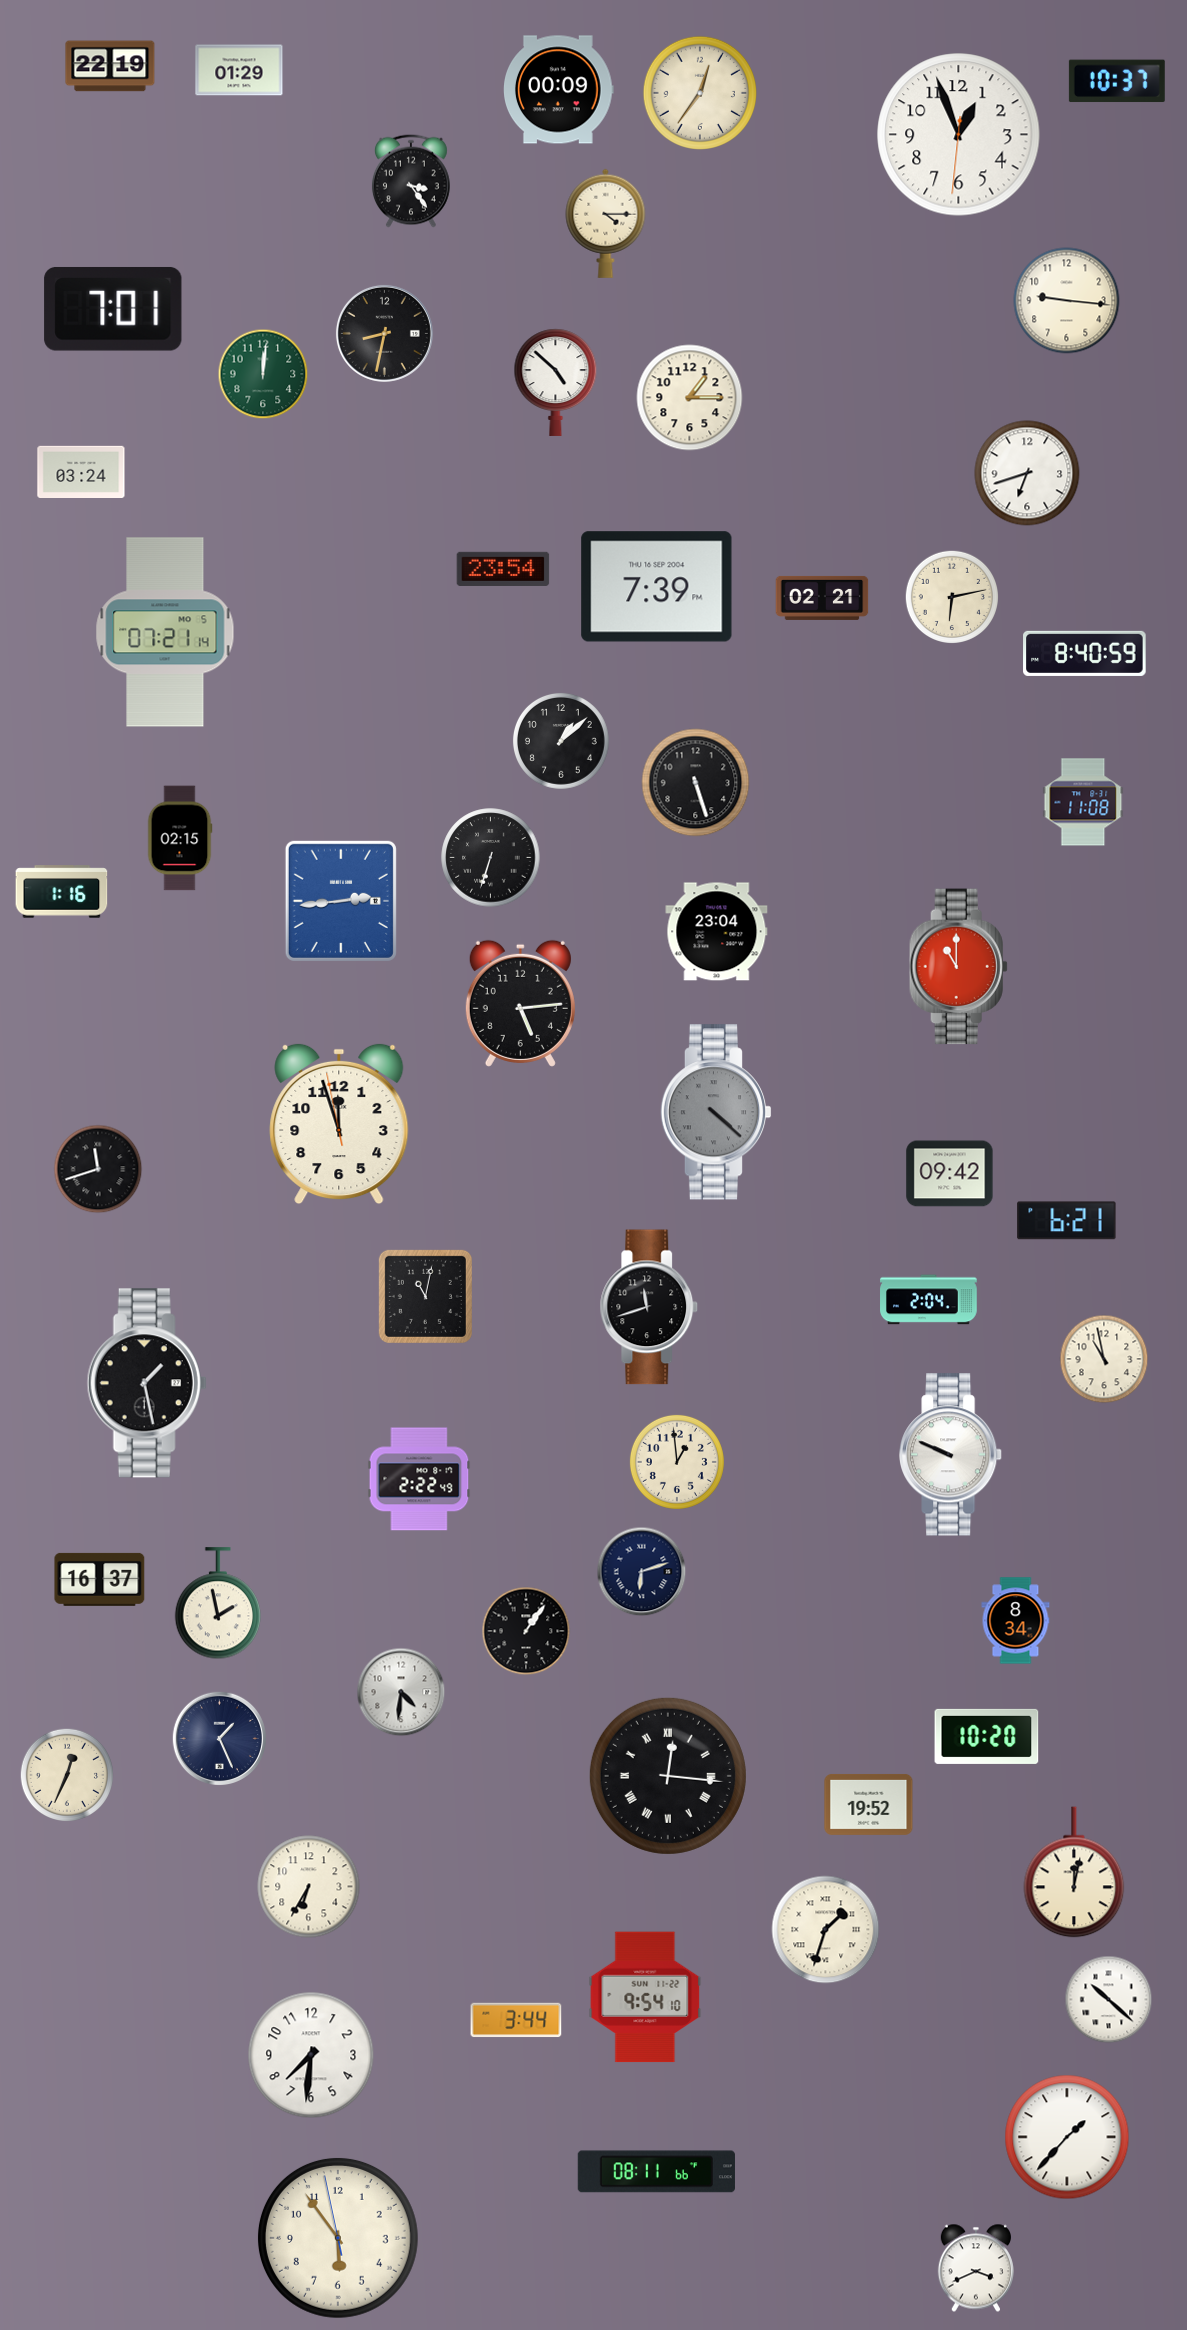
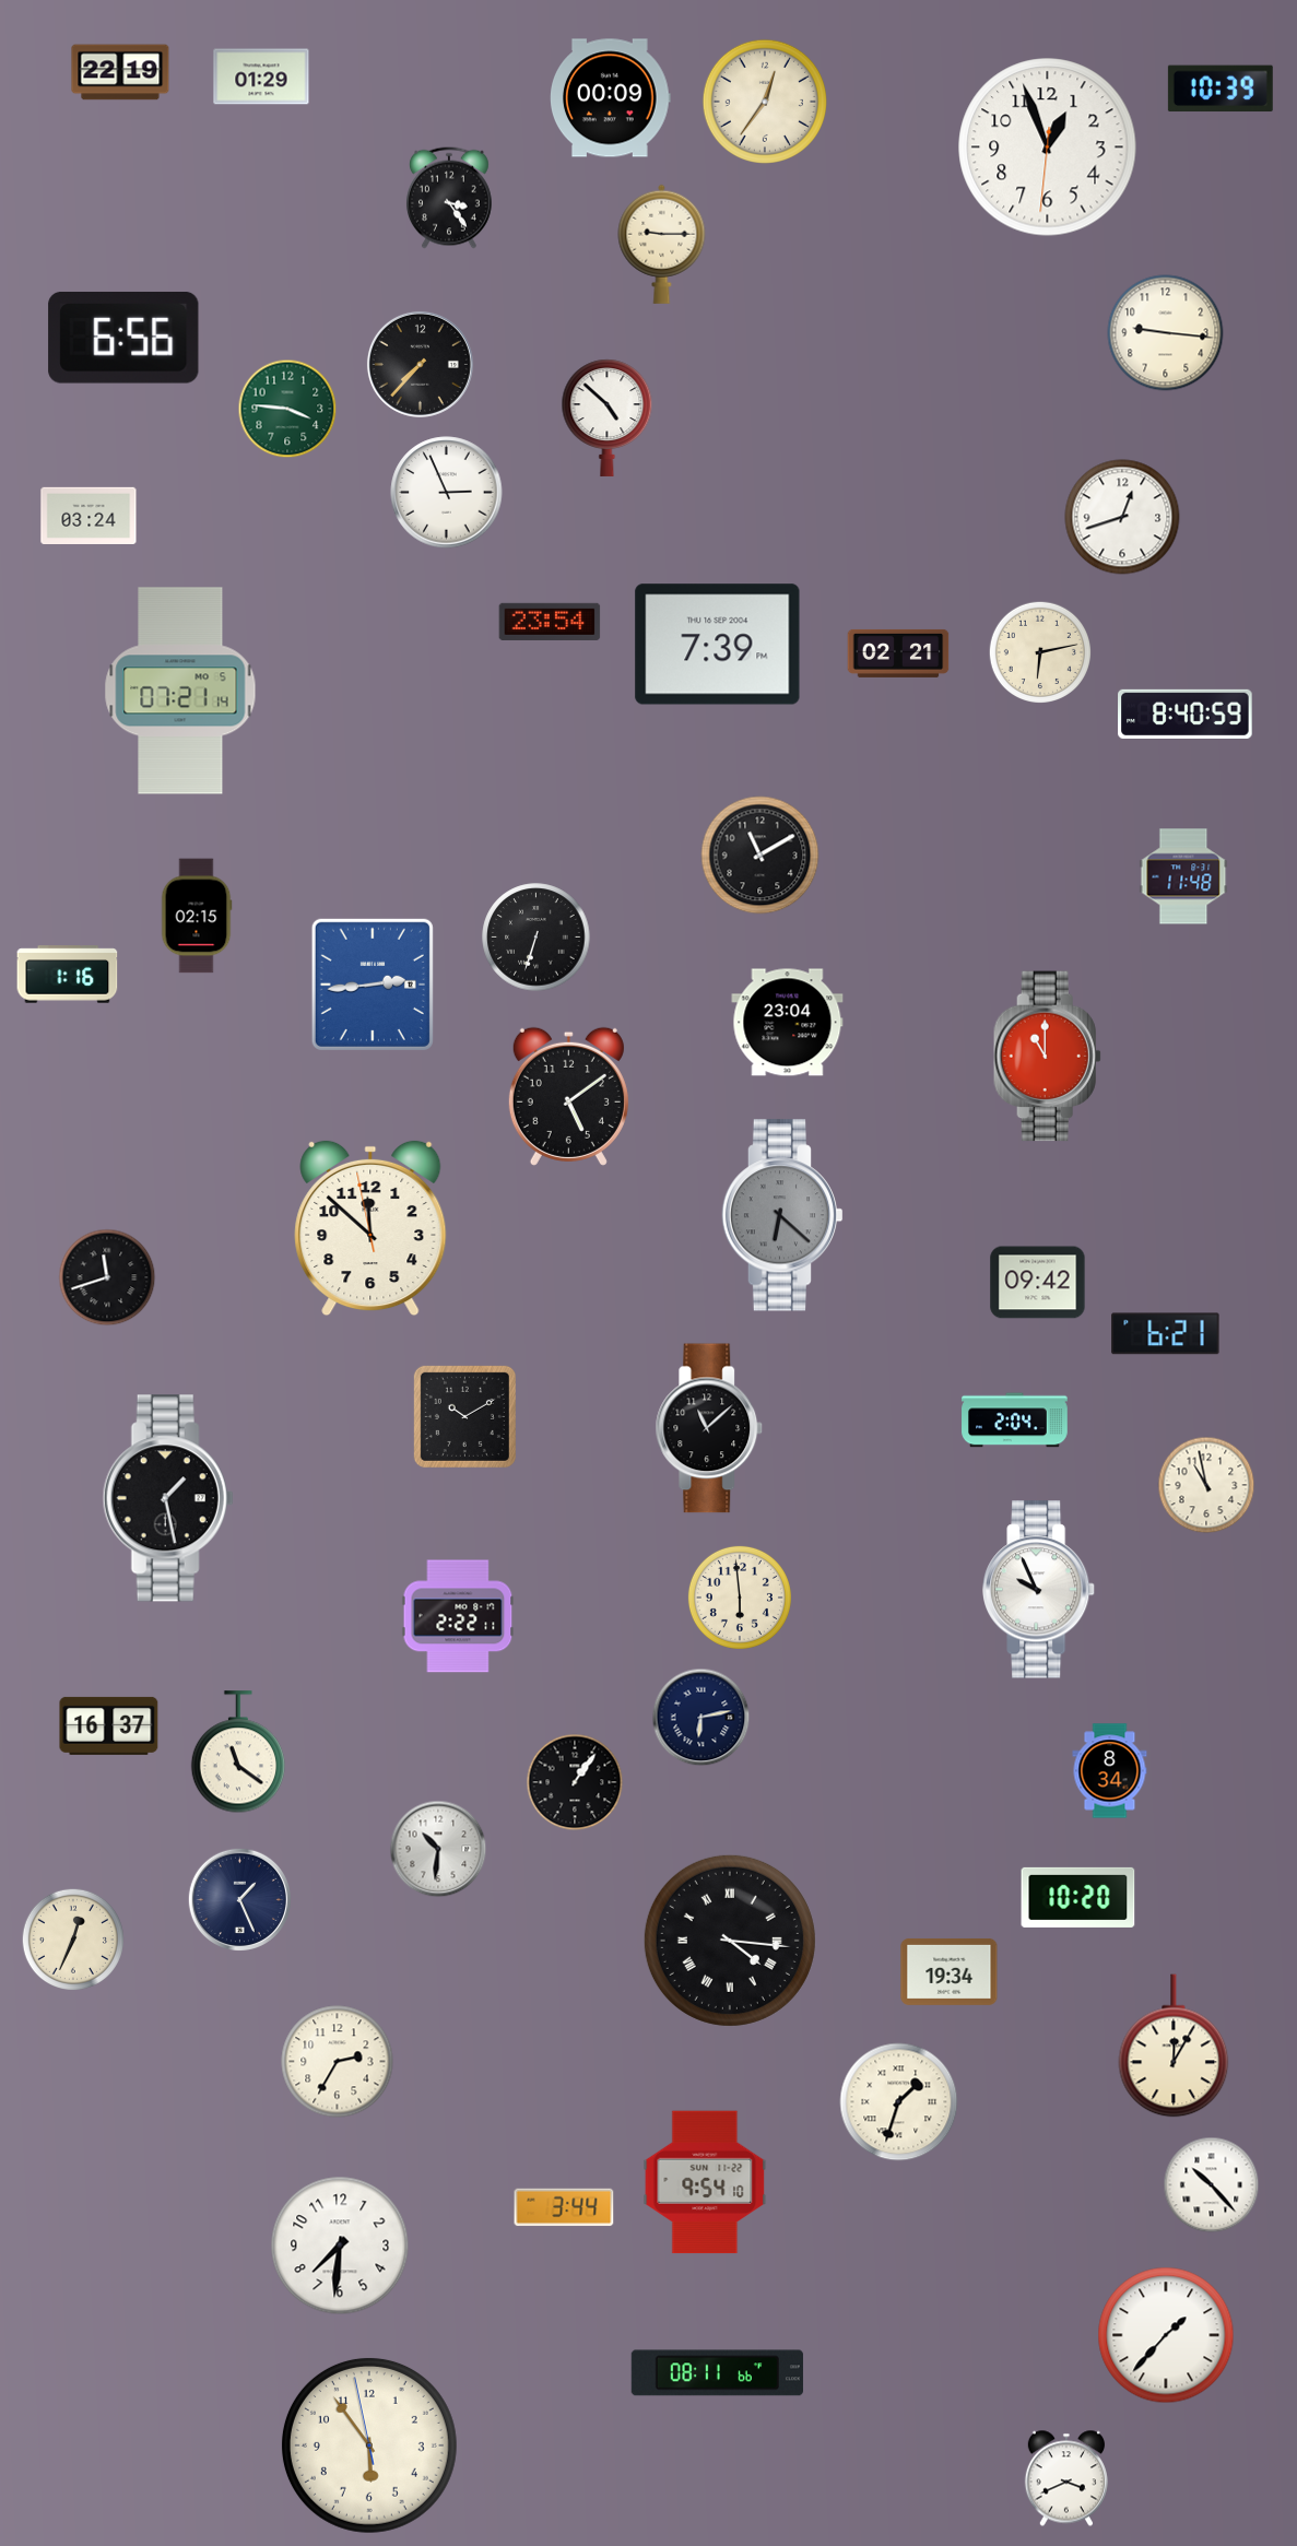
clock at (1117, 81): 10:37 -> 10:39
clock at (606, 223): 4:15 -> 9:15
clock at (1067, 301) position: (1067, 301) -> (1166, 333)
clock at (113, 309): 7:01 -> 6:56
clock at (384, 333): 8:32 -> 7:37
clock at (263, 374): 12:01 -> 3:46
clock at (690, 398): 1:15 -> none
clock at (447, 493): none -> 2:56
clock at (1027, 473): 6:42 -> 12:42
clock at (657, 587) position: (657, 587) -> (718, 645)
clock at (561, 741): 1:08 -> none
clock at (696, 783): 5:27 -> 11:10
clock at (1083, 802): 11:08 -> 11:48
clock at (717, 932) position: (717, 932) -> (788, 1023)
clock at (520, 1003): 5:14 -> 5:09
clock at (716, 1112): 4:22 -> 6:22
clock at (339, 1124): 11:56 -> 11:51
clock at (425, 1296): 11:02 -> 10:10
clock at (649, 1307): 11:42 -> 11:08
clock at (147, 1383) position: (147, 1383) -> (168, 1498)
clock at (952, 1455): 9:49 -> 9:56
clock at (677, 1462): 12:59 -> 5:59
clock at (419, 1479): 2:22:49 -> 2:22:11
clock at (642, 1572): 6:12 -> 6:13
clock at (218, 1604): 1:58 -> 11:21
clock at (401, 1692): 4:31 -> 10:31
clock at (668, 1776): 12:16 -> 4:16
clock at (869, 1804): 19:52 -> 19:34
clock at (1074, 1872): 12:02 -> 12:05
clock at (309, 1887): 6:35 -> 2:35
clock at (826, 1930) position: (826, 1930) -> (899, 2102)
clock at (1109, 2000): 10:22 -> 10:23
